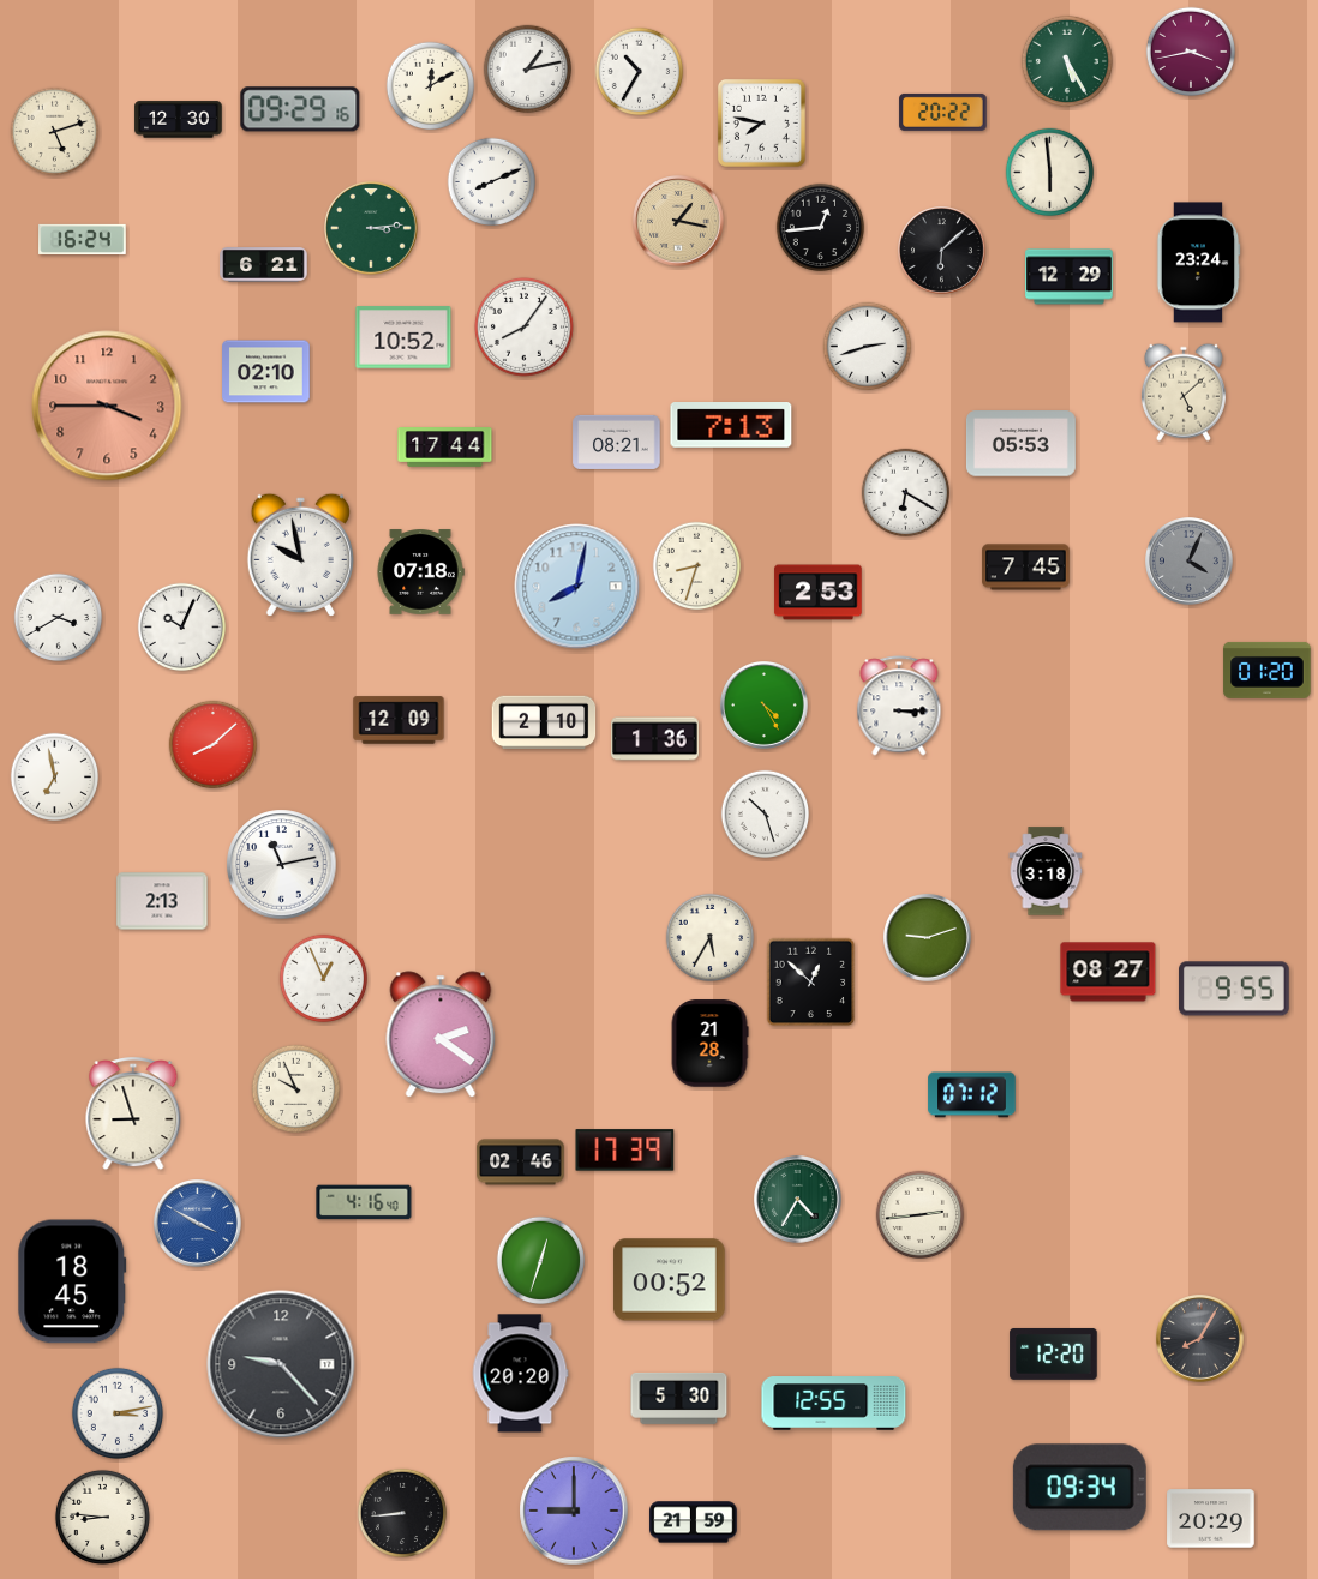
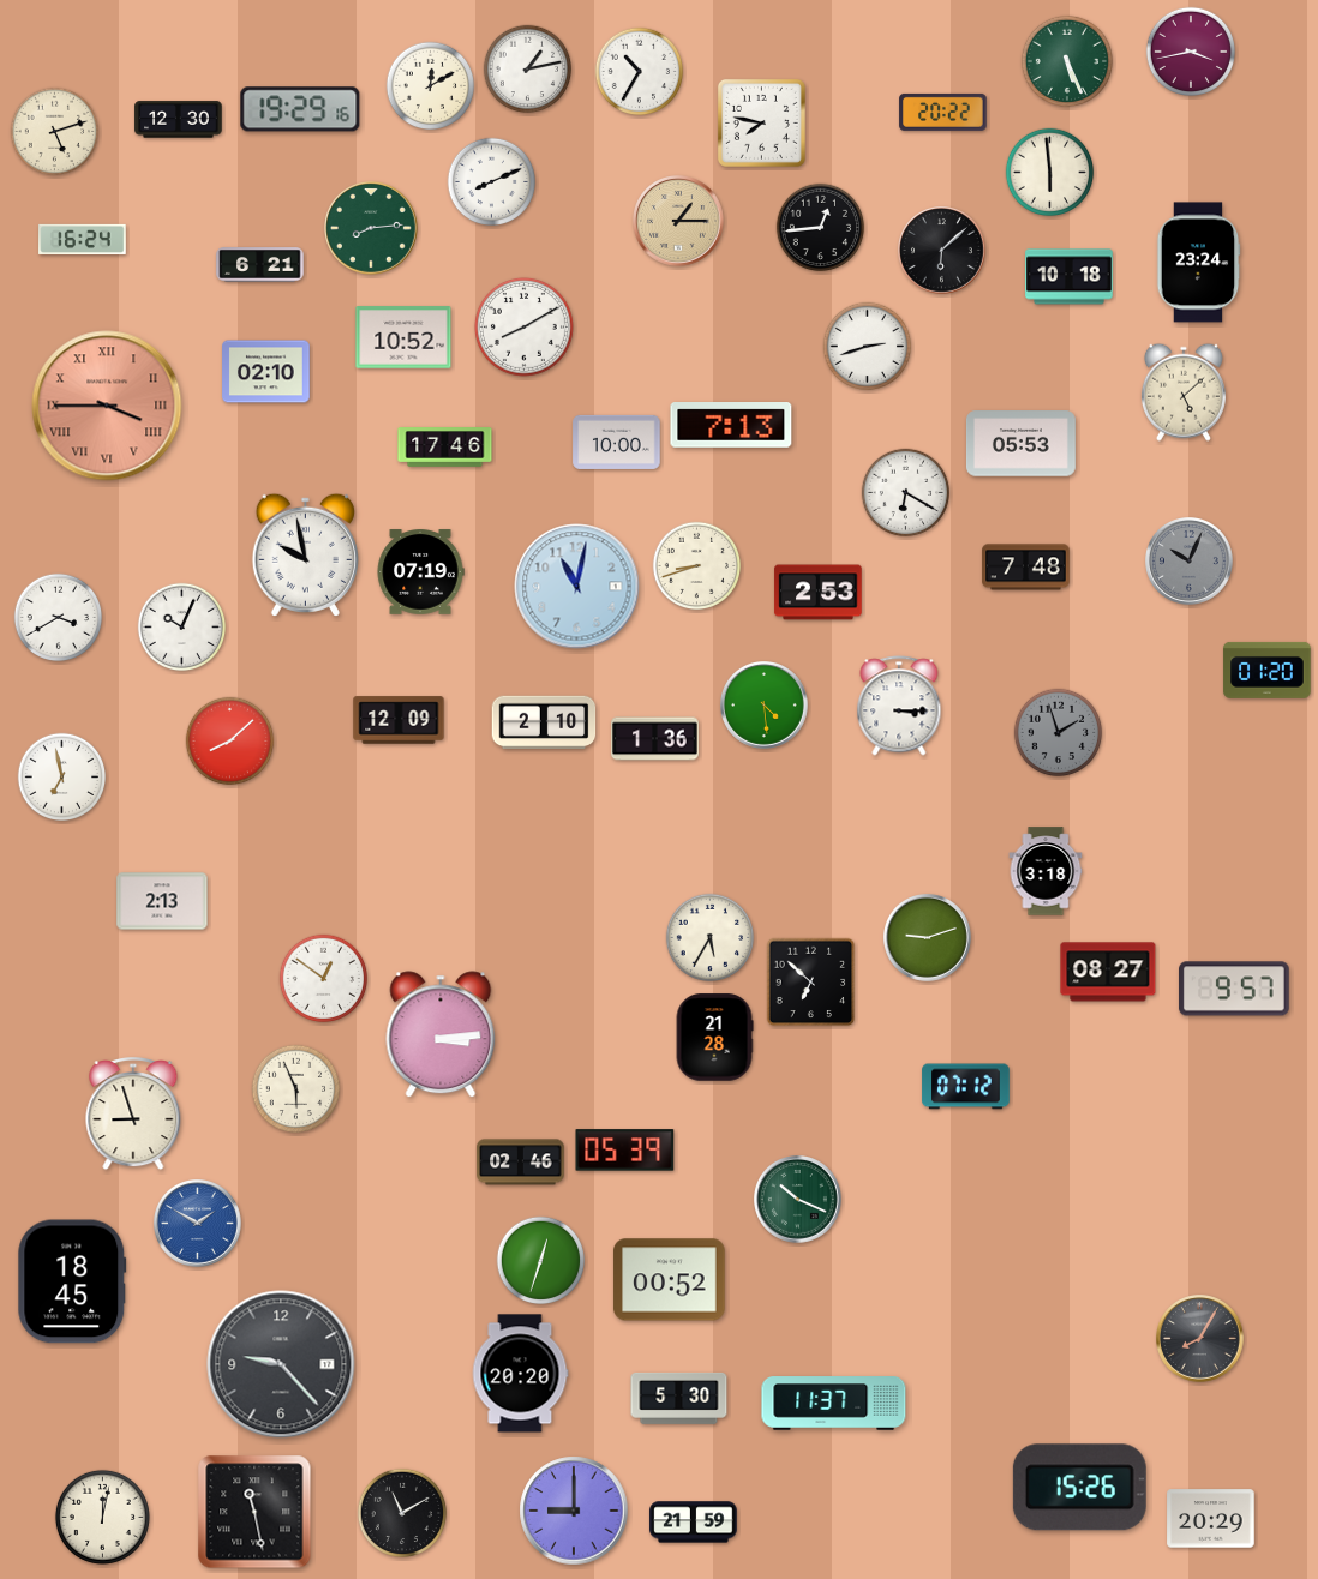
clock at (1067, 61): 5:25 -> 5:26
clock at (300, 109): 09:29 -> 19:29
clock at (679, 222): 1:17 -> 1:15
clock at (371, 228): 3:14 -> 8:14
clock at (264, 265) position: (264, 265) -> (260, 265)
clock at (1070, 277): 12:29 -> 10:18
clock at (523, 326): 8:06 -> 8:10
clock at (107, 406) numerals: Arabic -> Roman
clock at (617, 442): 08:21 -> 10:00
clock at (445, 448): 17:44 -> 17:46
clock at (300, 554) position: (300, 554) -> (305, 554)
clock at (1190, 562): 4:04 -> 10:04
clock at (697, 566): 8:33 -> 8:42
clock at (1026, 568): 7:45 -> 7:48
clock at (420, 572): 07:18 -> 07:19
clock at (577, 587): 8:02 -> 11:02
clock at (765, 706): 4:25 -> 4:29
clock at (1059, 733): none -> 1:57
clock at (214, 745) position: (214, 745) -> (230, 742)
clock at (55, 778) position: (55, 778) -> (62, 778)
clock at (766, 815): 10:27 -> none
clock at (282, 865): 11:13 -> none
clock at (324, 979): 12:56 -> 12:51
clock at (811, 983): 12:52 -> 6:52
clock at (1235, 989): 9:55 -> 9:57
clock at (441, 1034): 2:21 -> 3:14
clock at (709, 1044) position: (709, 1044) -> (714, 1038)
clock at (296, 1089): 9:56 -> 5:56
clock at (972, 1095) position: (972, 1095) -> (966, 1087)
clock at (625, 1151): 17:39 -> 05:39
clock at (798, 1200): 4:35 -> 10:19
clock at (364, 1202): 4:16 -> none
clock at (921, 1215): 2:44 -> none
clock at (198, 1224): 3:50 -> 1:50
clock at (1054, 1353): 12:20 -> none
clock at (834, 1404): 12:55 -> 11:37
clock at (118, 1413): 3:13 -> none
clock at (1079, 1488): 09:34 -> 15:26
clock at (254, 1512): none -> 11:28
clock at (401, 1512): 8:44 -> 11:10
clock at (102, 1517): 8:46 -> 12:02
